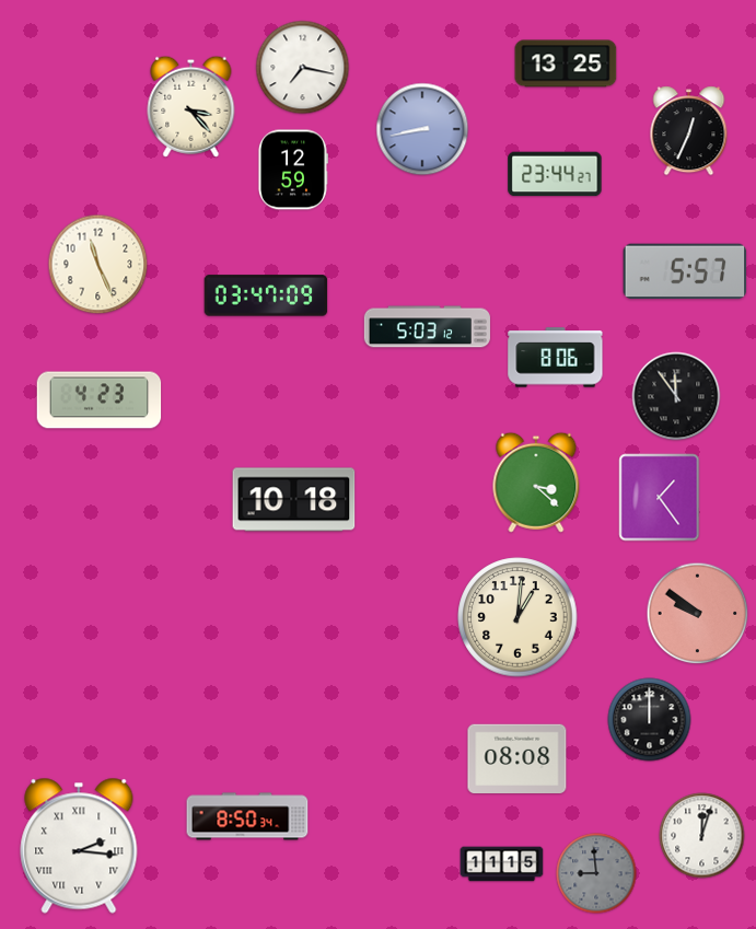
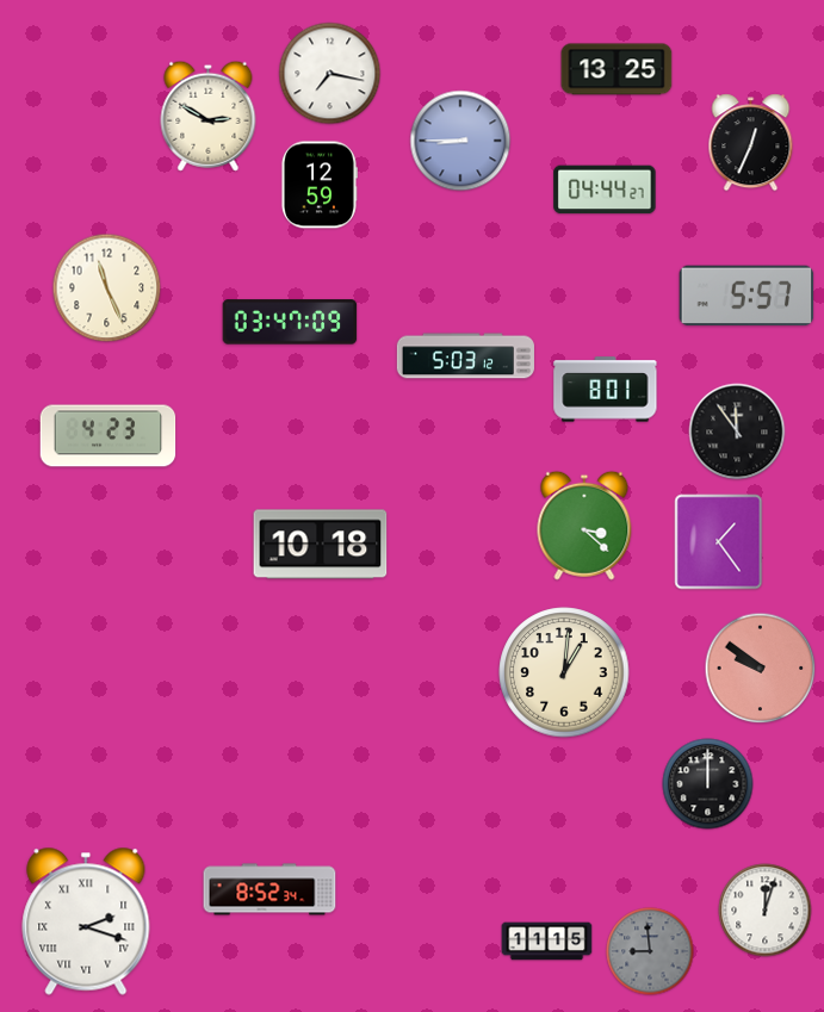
clock at (191, 106): 3:23 -> 2:50
clock at (422, 129): 8:43 -> 8:45
clock at (555, 174): 23:44 -> 04:44
clock at (556, 358): 8:06 -> 8:01
clock at (517, 759): 08:08 -> none
clock at (247, 816): 8:50 -> 8:52
clock at (79, 846): 2:16 -> 2:18
